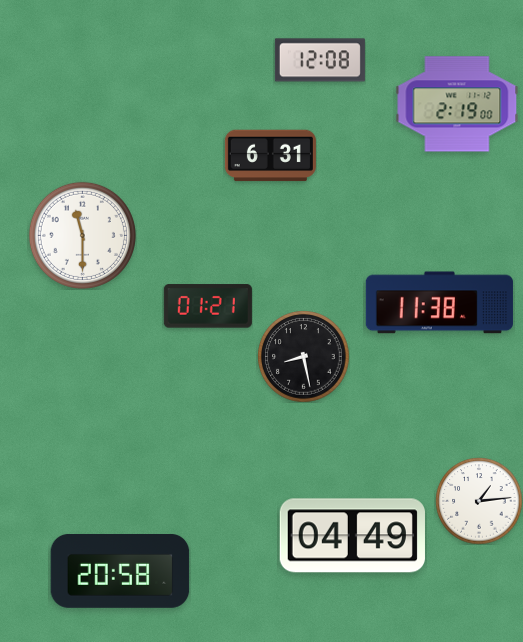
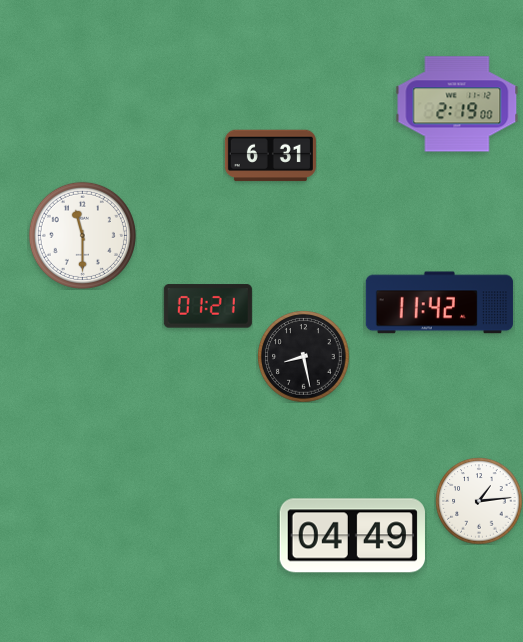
clock at (320, 60): 12:08 -> none
clock at (439, 303): 11:38 -> 11:42
clock at (120, 572): 20:58 -> none
